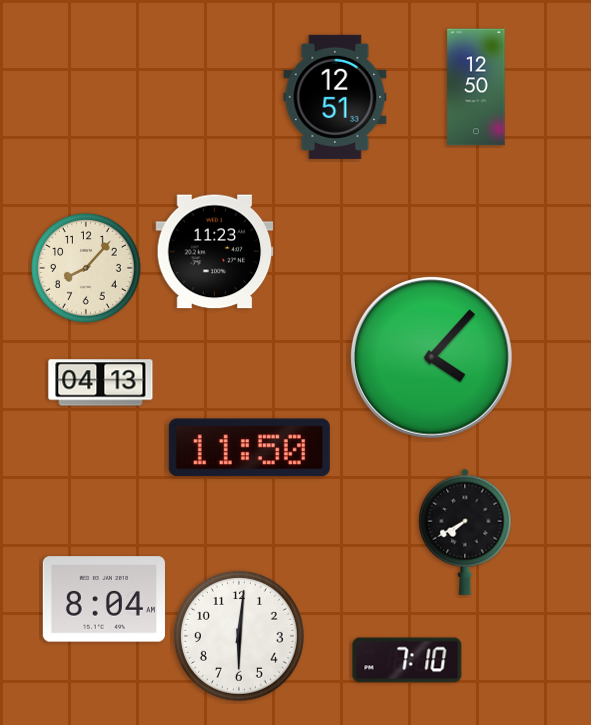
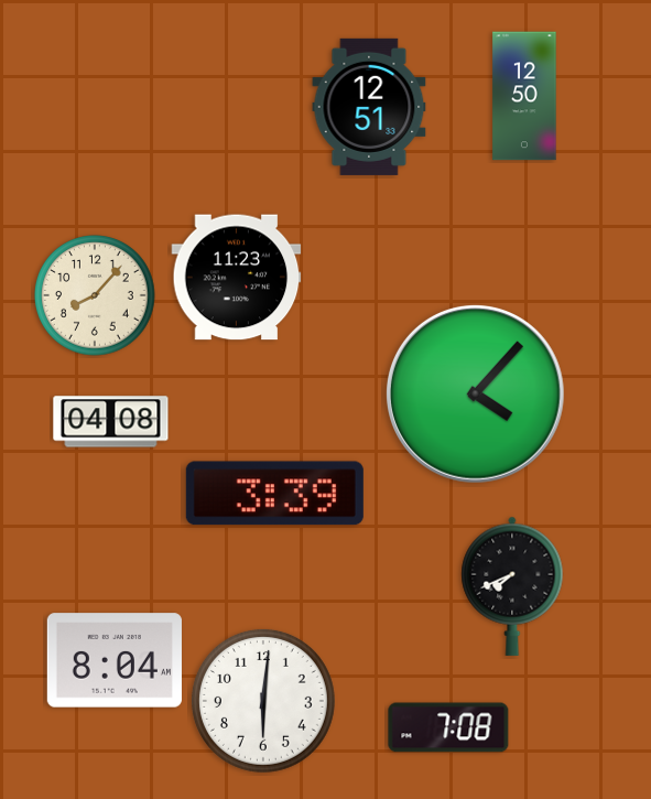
clock at (101, 383): 04:13 -> 04:08
clock at (249, 448): 11:50 -> 3:39
clock at (465, 532): 7:40 -> 7:41
clock at (407, 660): 7:10 -> 7:08
